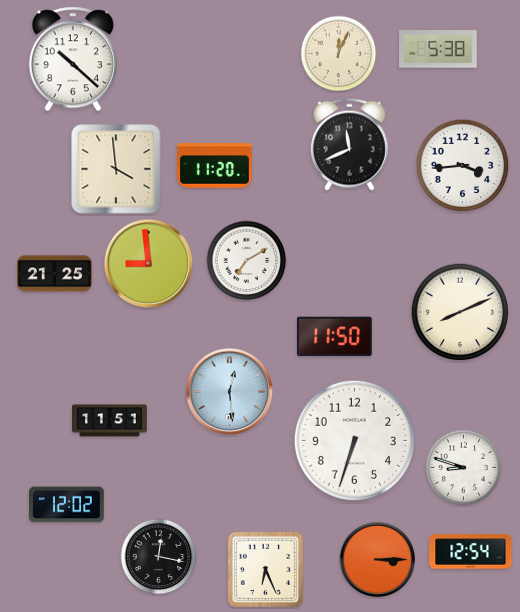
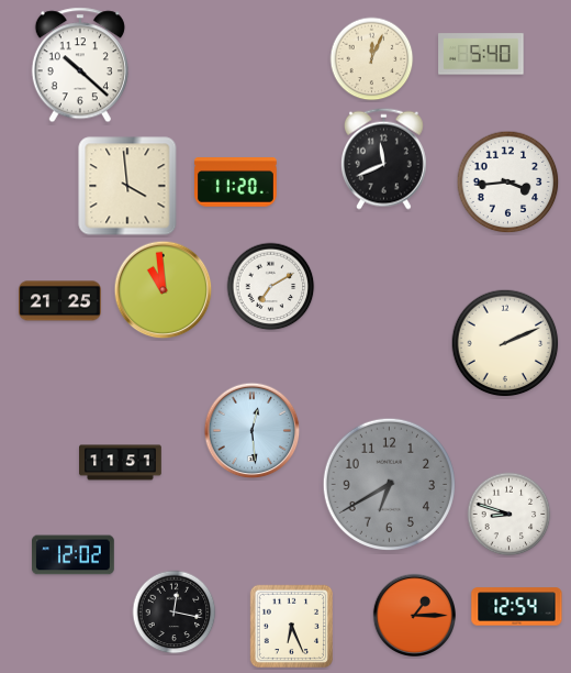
clock at (438, 49): 5:38 -> 5:40
clock at (149, 264): 8:59 -> 10:59
clock at (460, 312): 8:11 -> 2:11
clock at (334, 337): 11:50 -> none
clock at (354, 440): 6:33 -> 6:40
clock at (354, 440) dial: white -> grey
clock at (377, 559): 3:15 -> 1:15
